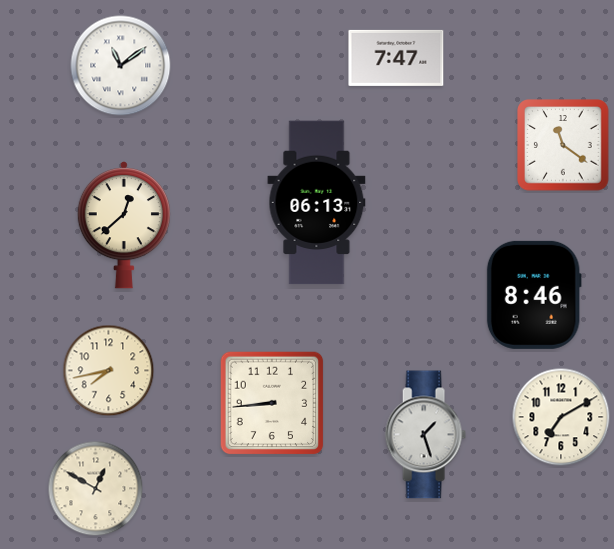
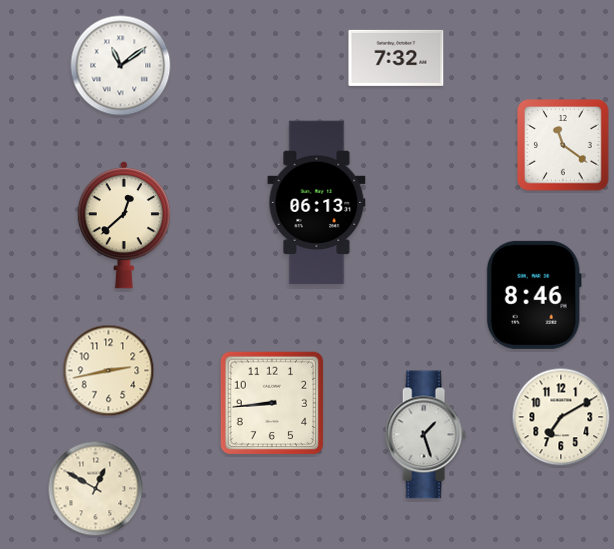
clock at (396, 58): 7:47 -> 7:32
clock at (109, 371): 7:43 -> 2:43
